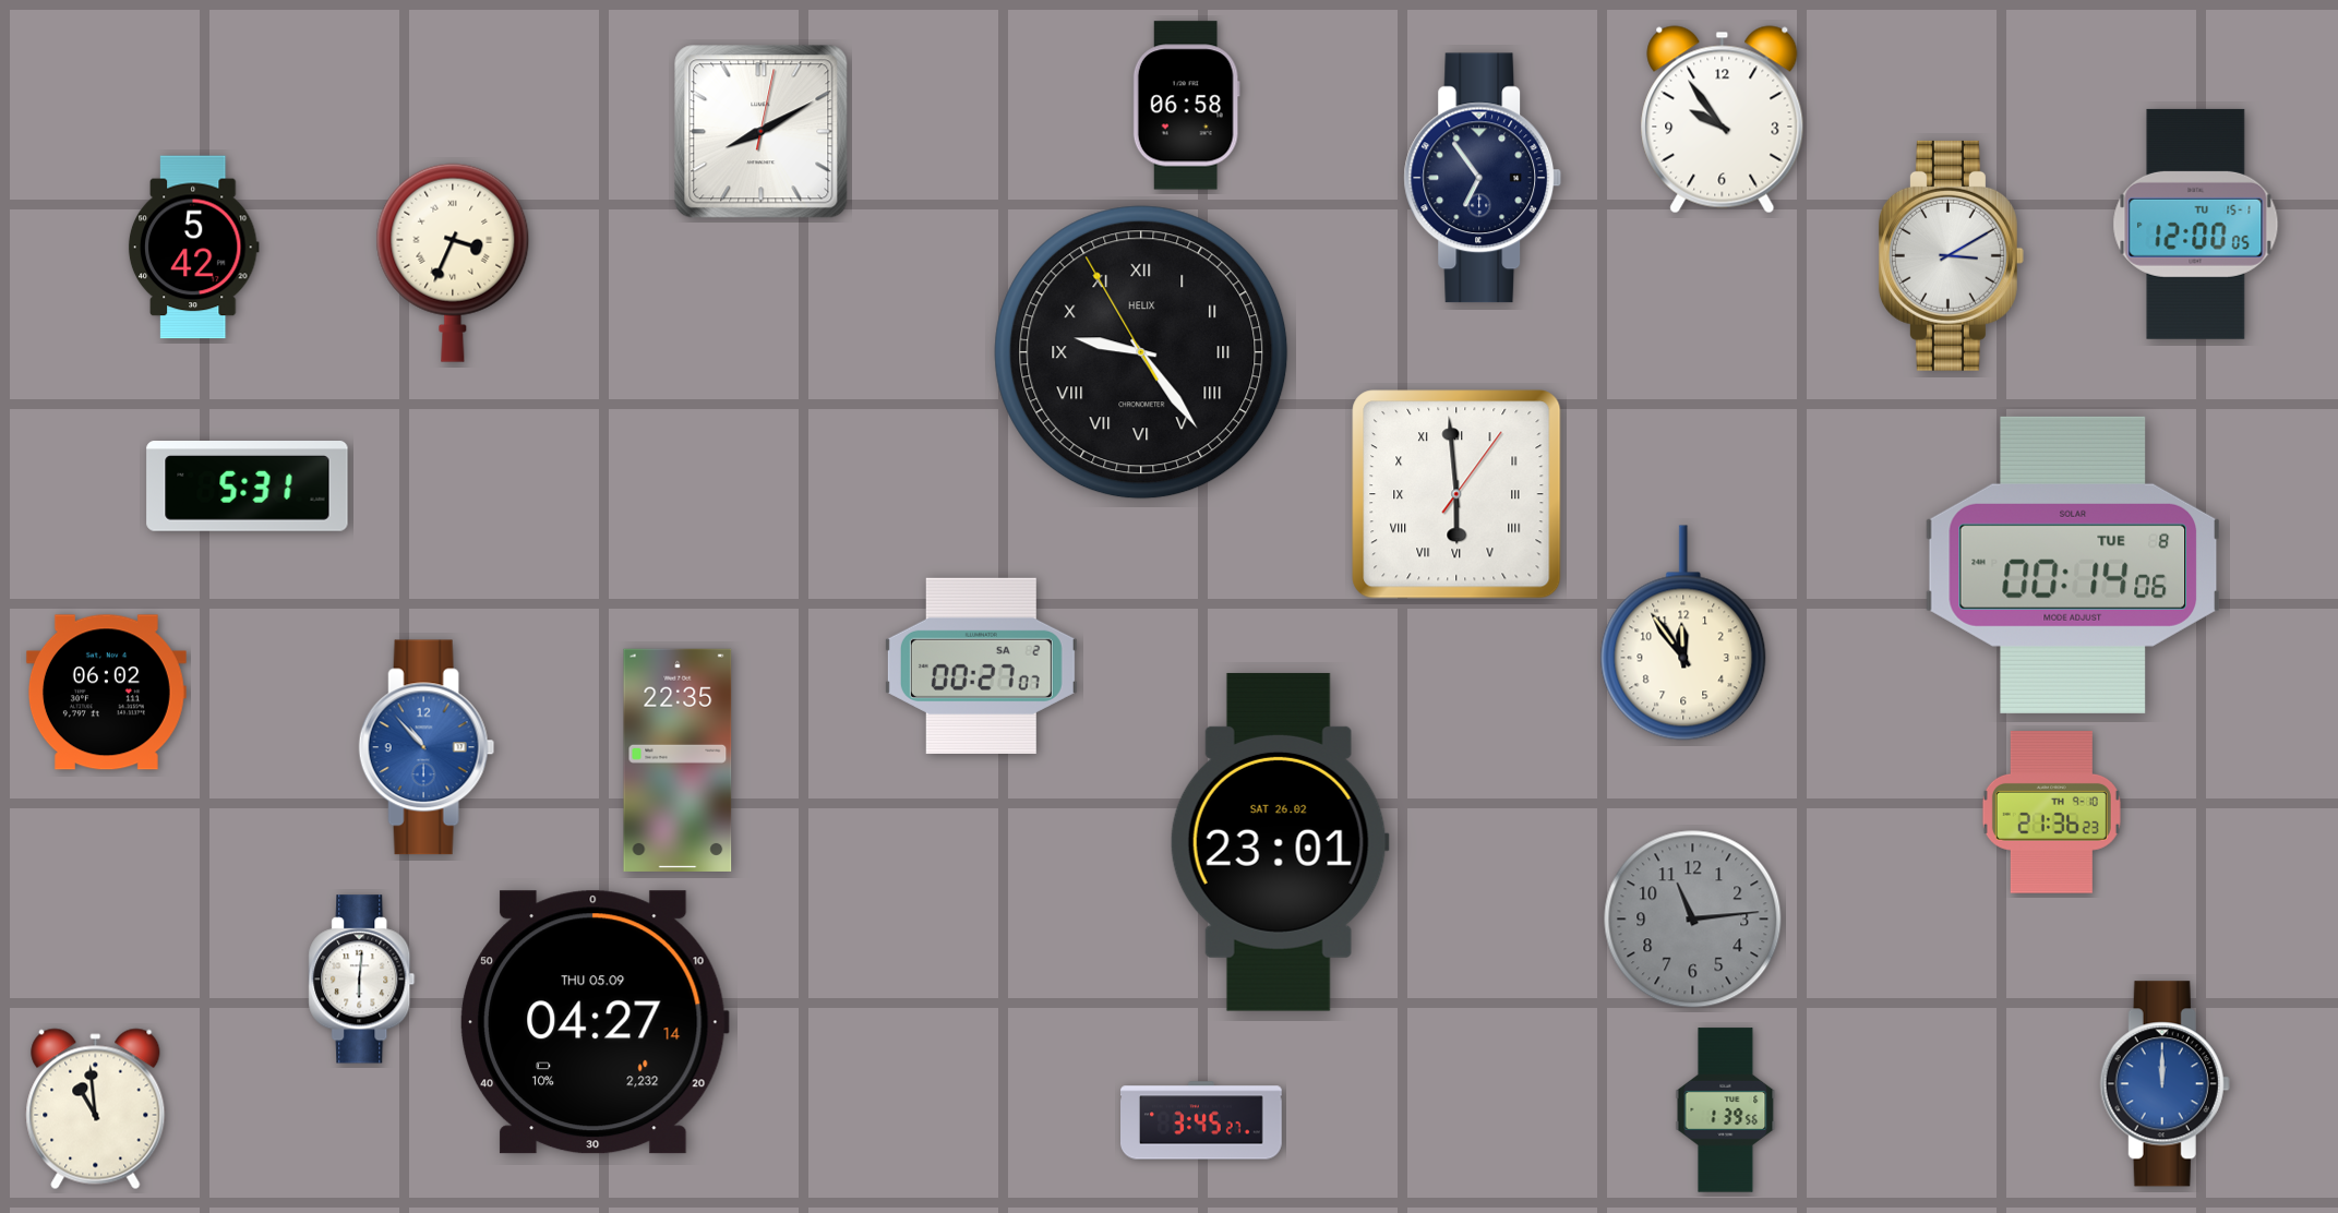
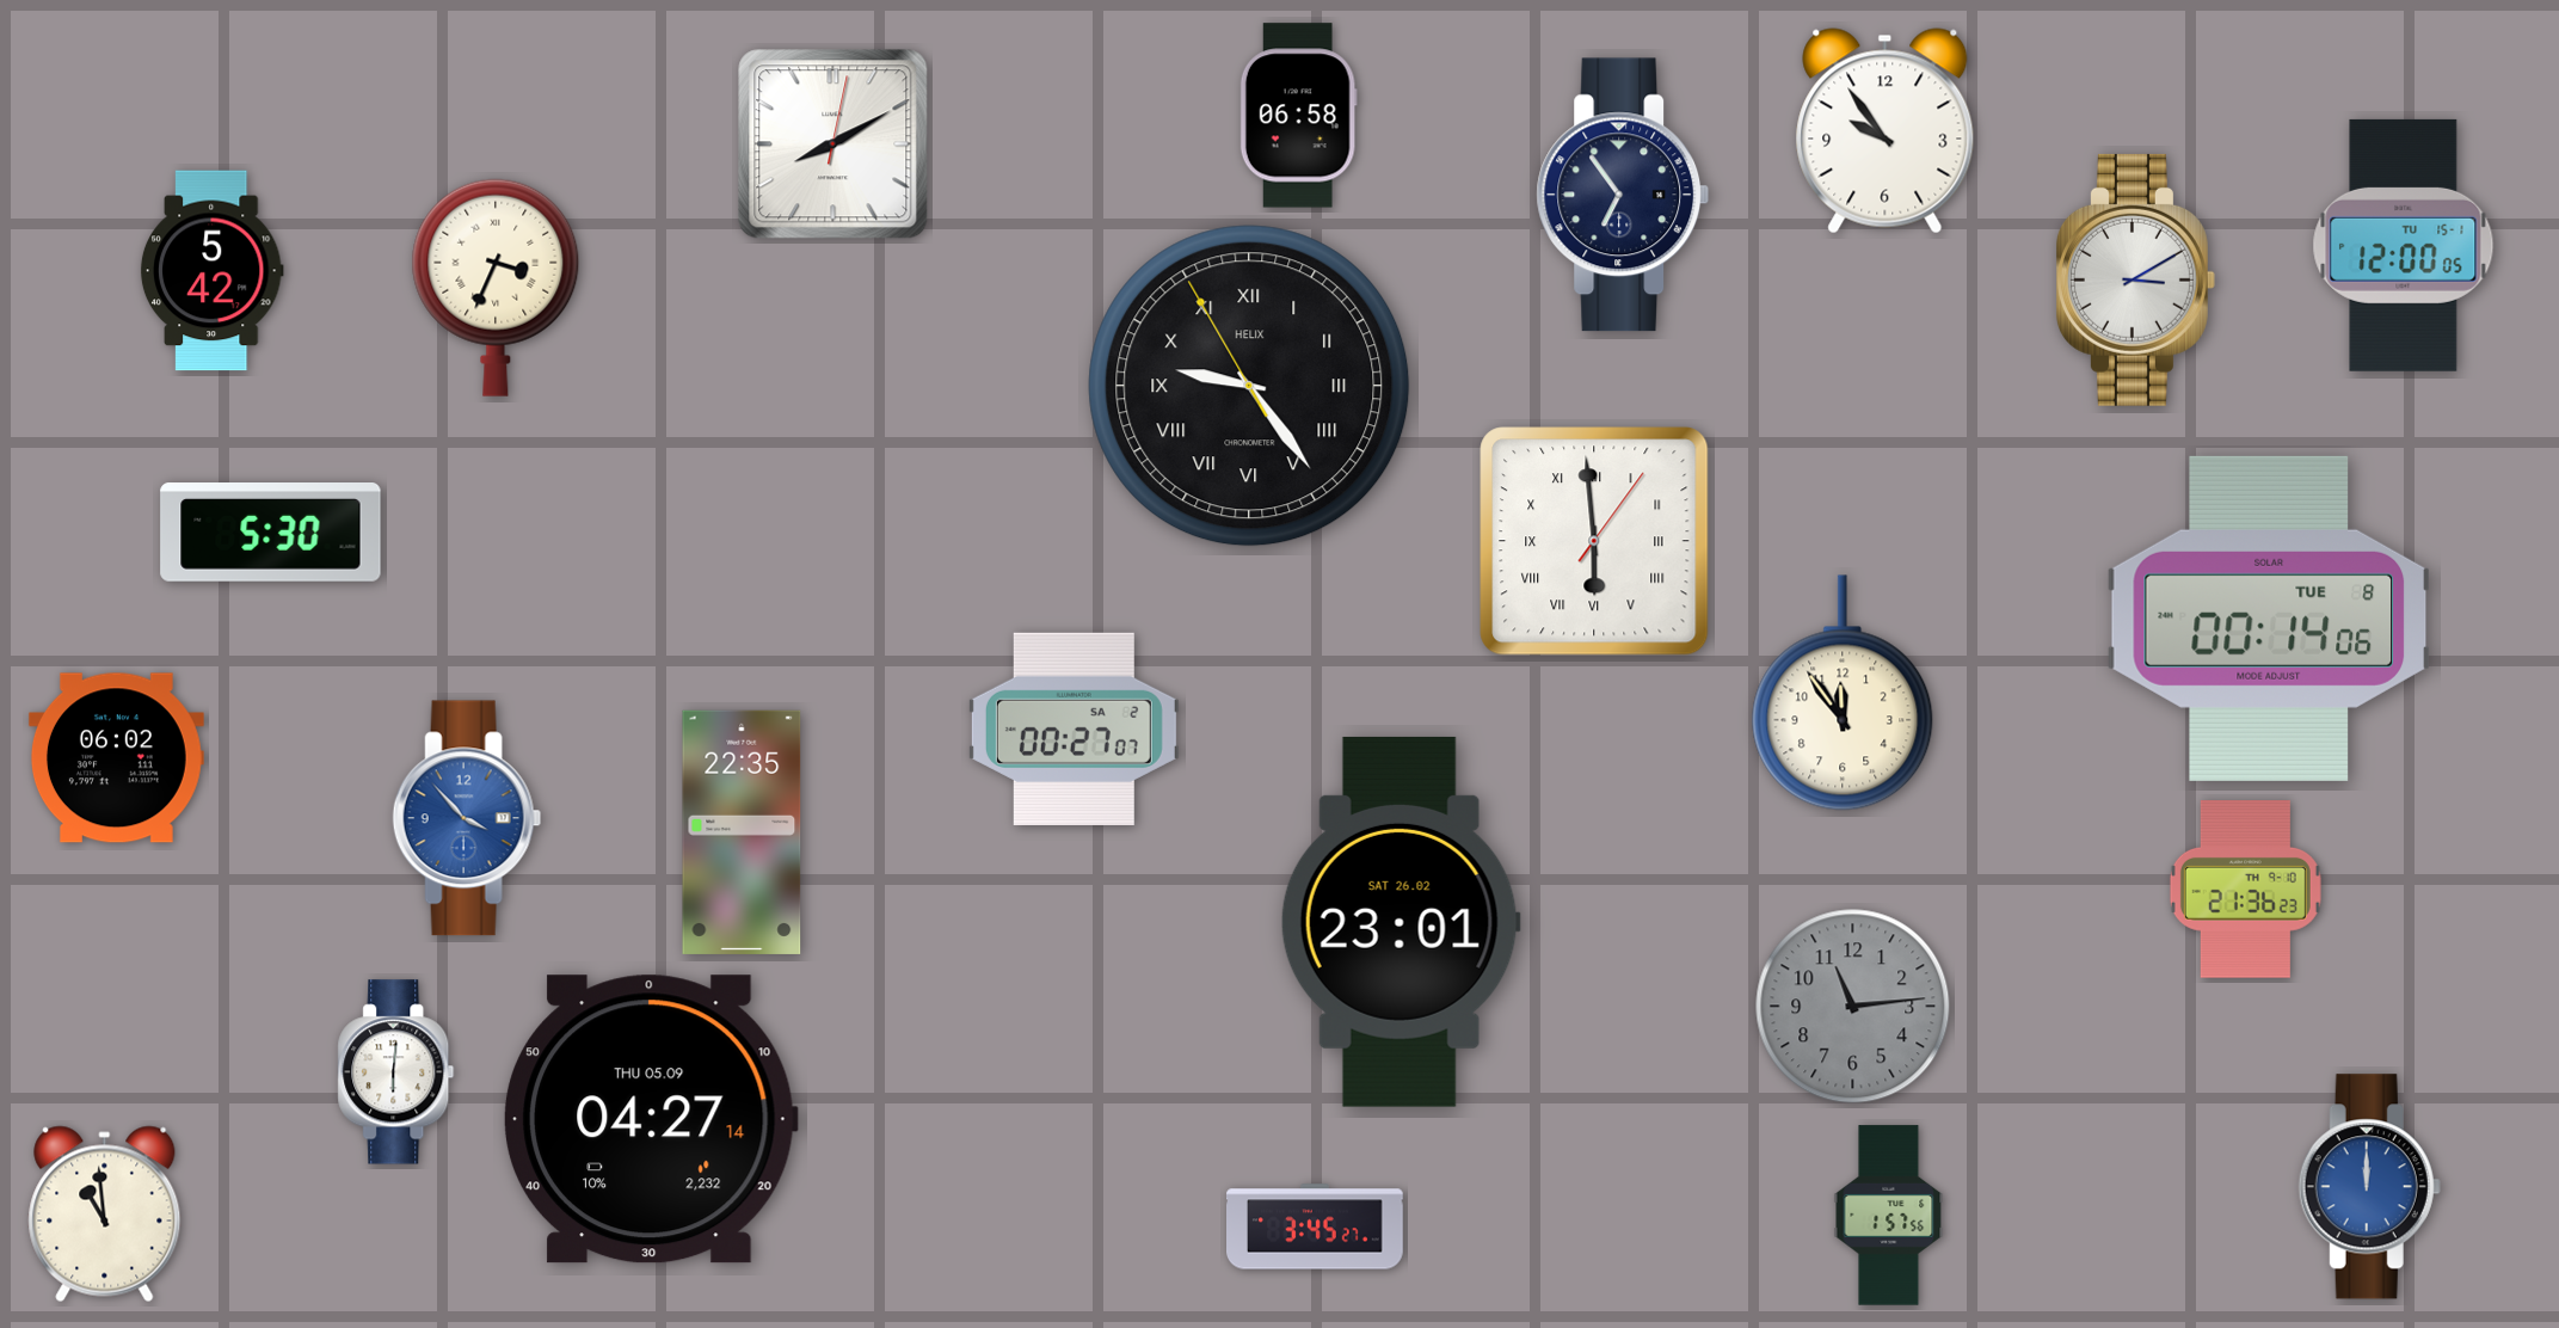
clock at (248, 487): 5:31 -> 5:30
clock at (427, 747): 10:53 -> 3:53
clock at (1726, 1110): 1:39 -> 1:57
